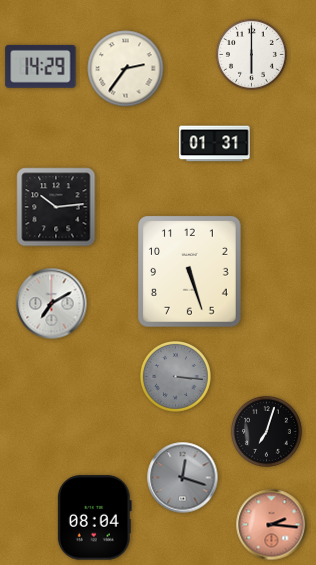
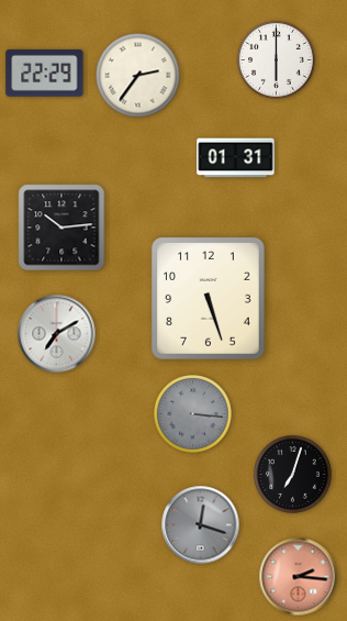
clock at (41, 66): 14:29 -> 22:29
clock at (94, 518): 08:04 -> none
